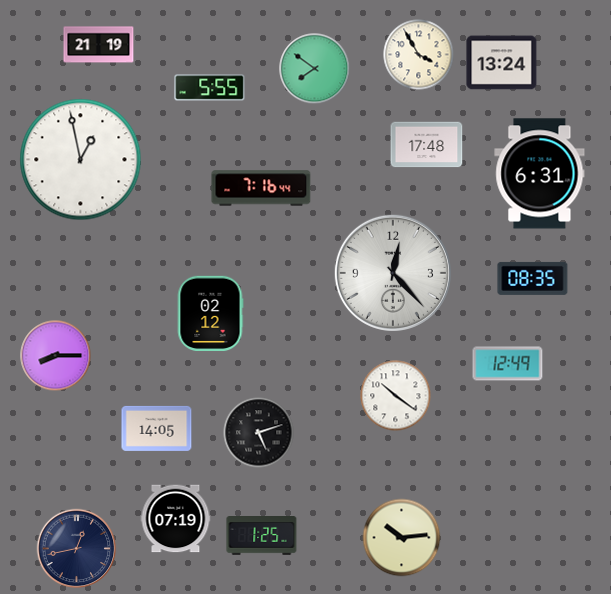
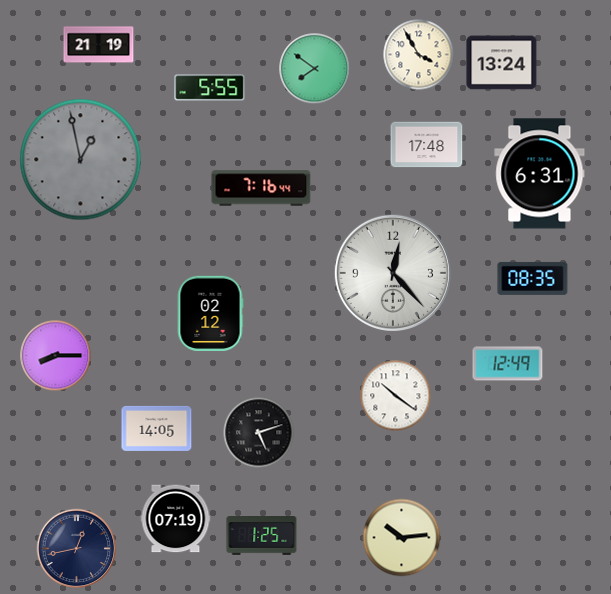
clock at (81, 160) dial: white -> grey
